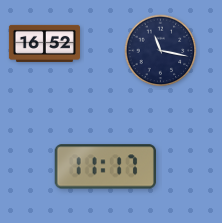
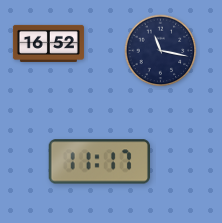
clock at (44, 43) position: (44, 43) -> (48, 43)
clock at (105, 167) position: (105, 167) -> (99, 162)
